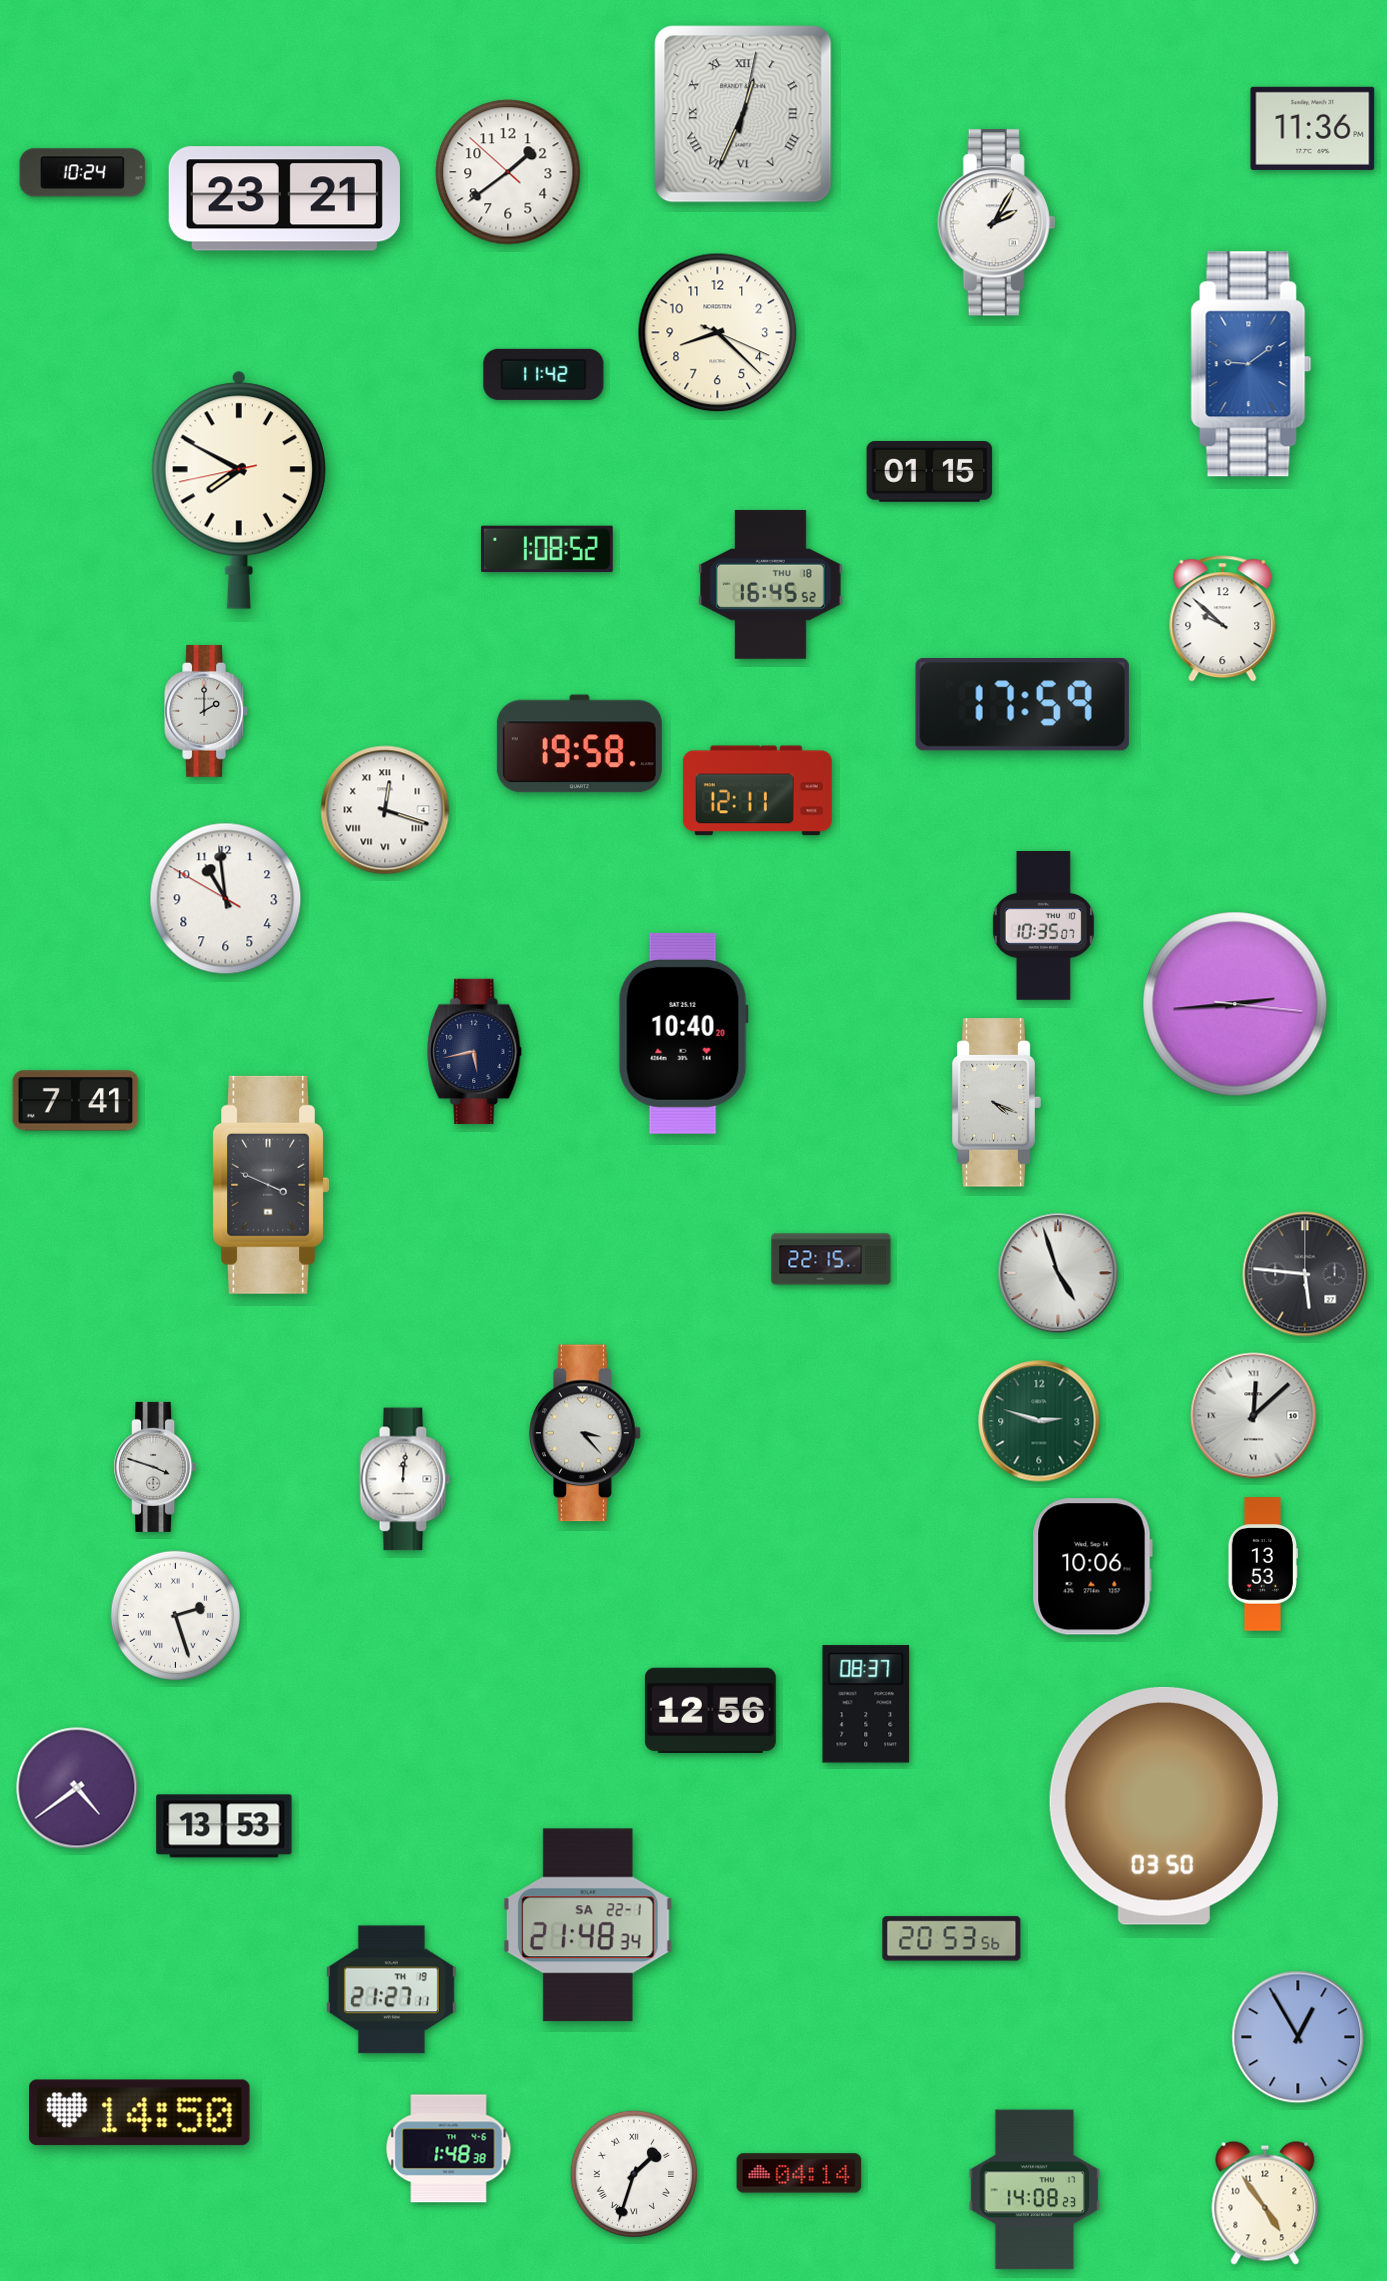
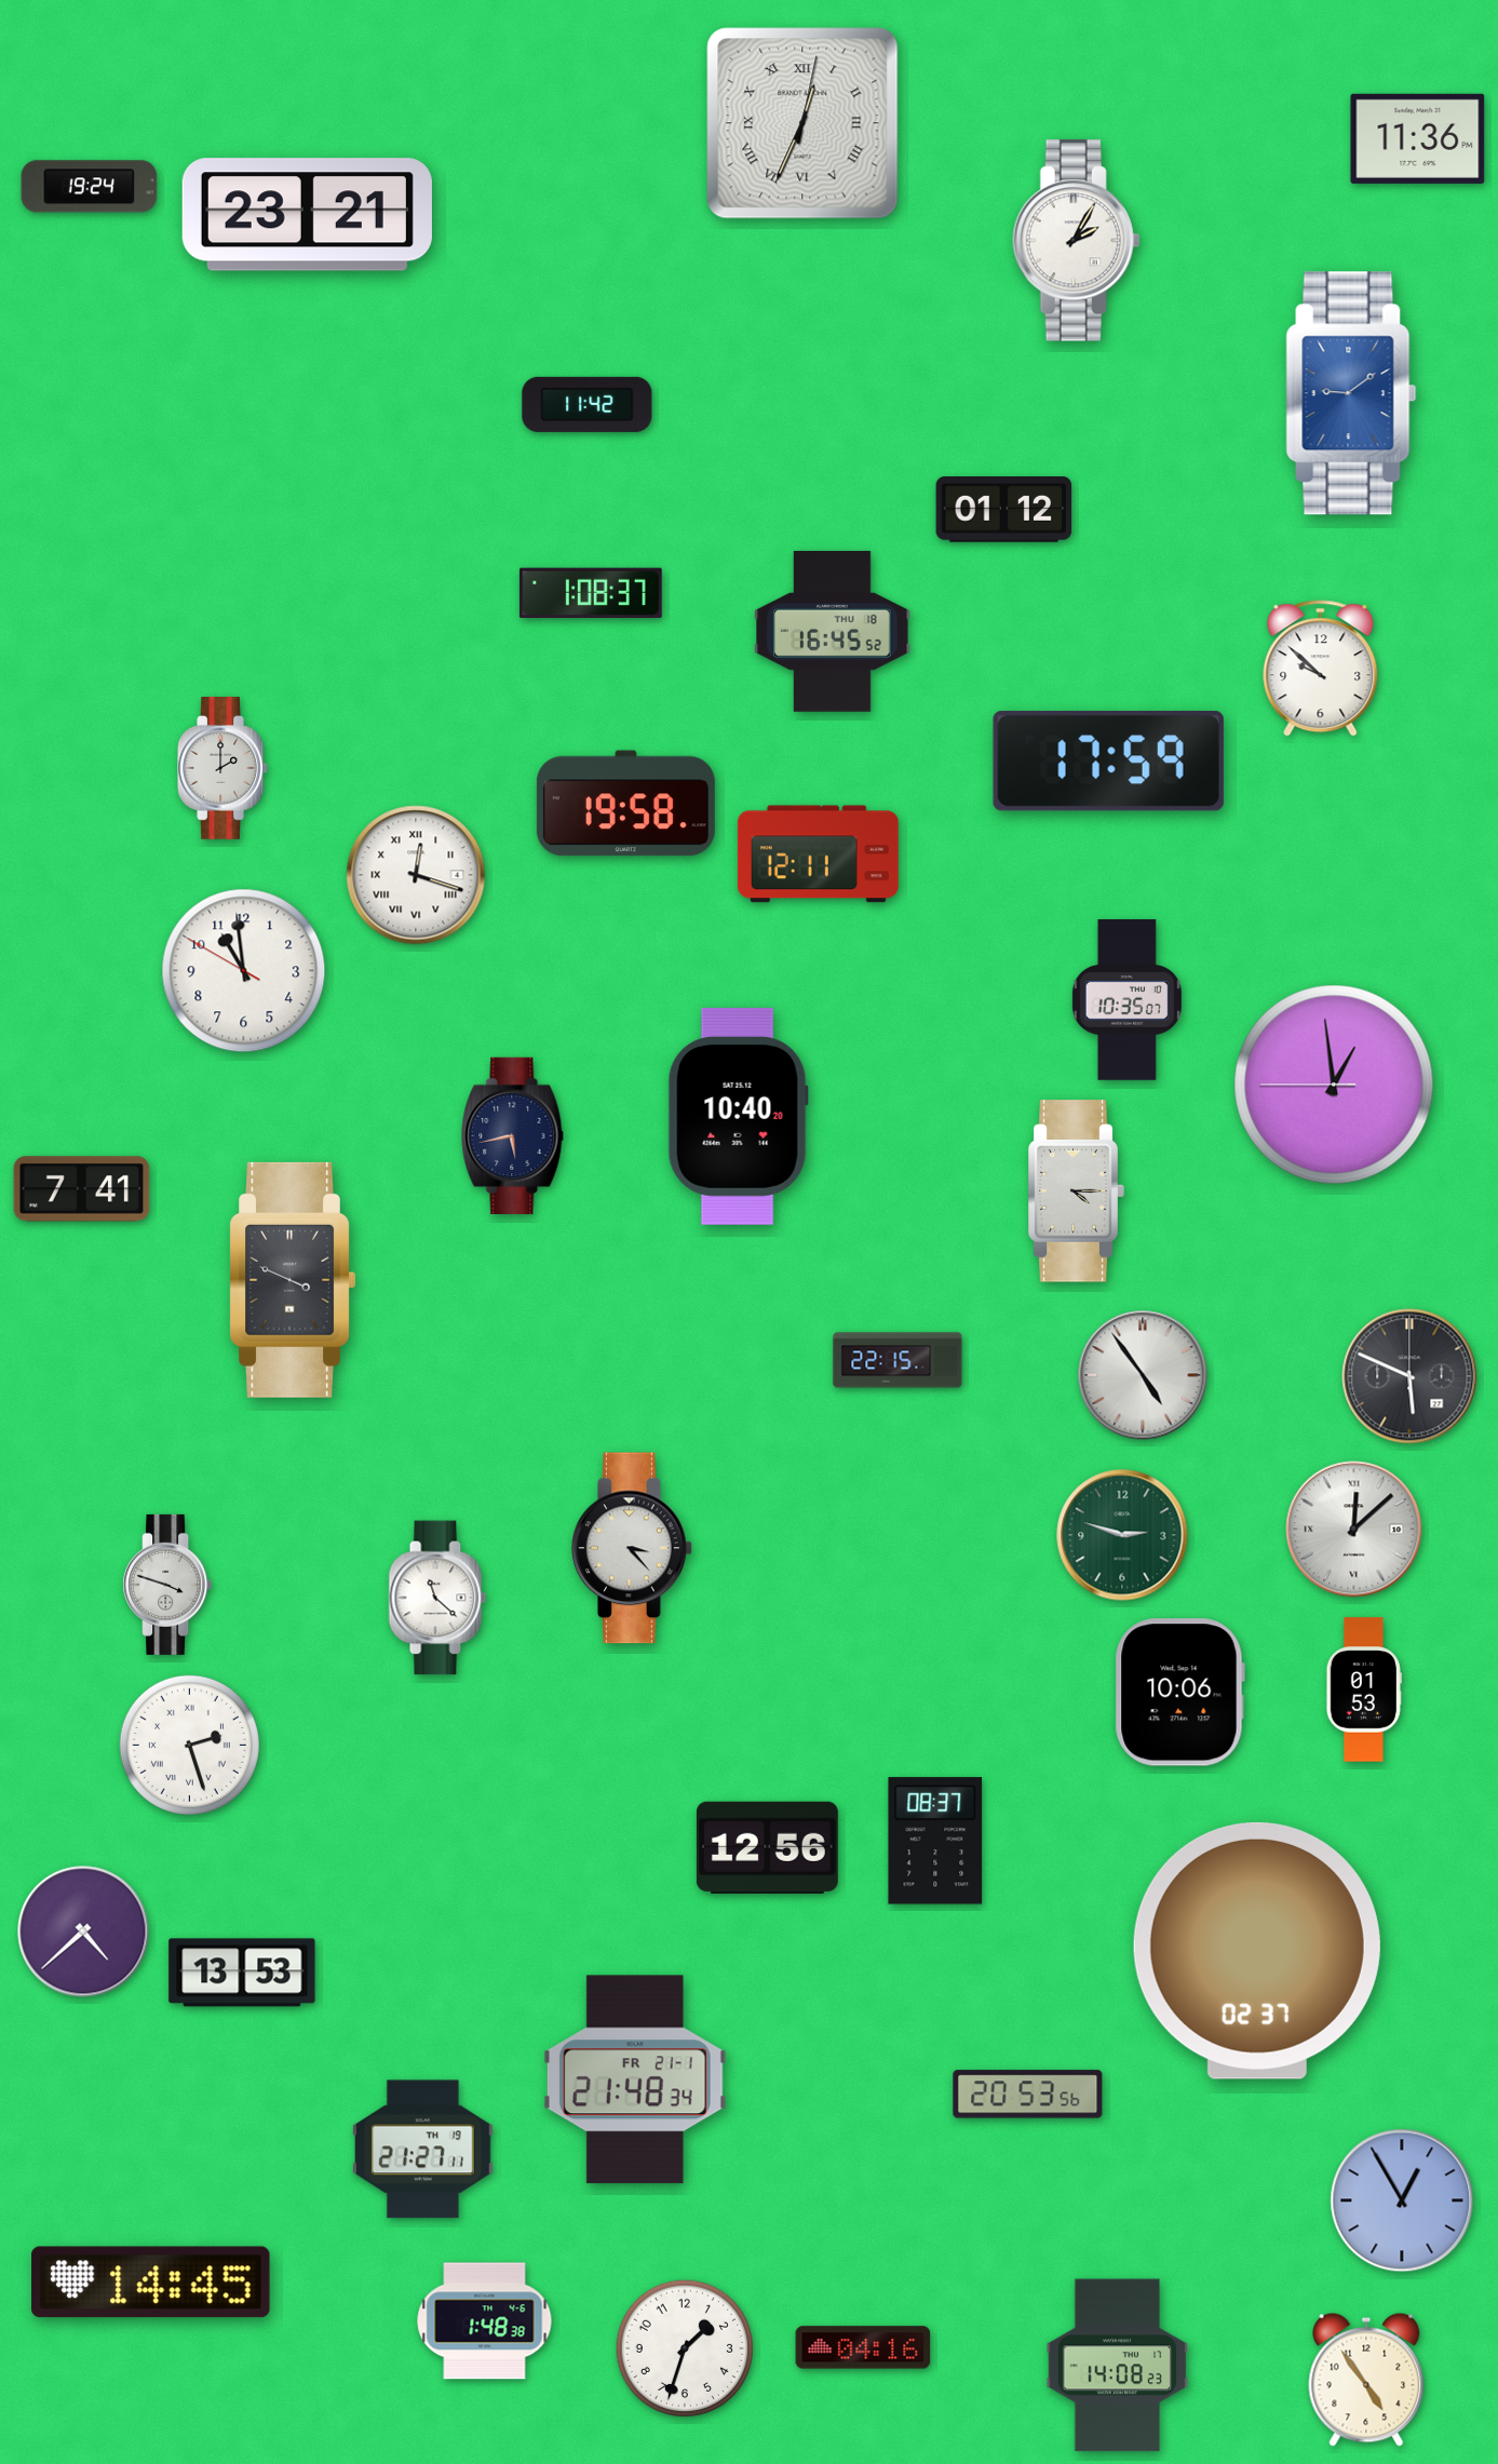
clock at (508, 172): 1:38 -> none
clock at (83, 173): 10:24 -> 19:24
clock at (718, 333): 8:22 -> none
clock at (930, 472): 01:15 -> 01:12
clock at (239, 490): 7:49 -> none
clock at (547, 549): 1:08:52 -> 1:08:37
clock at (1022, 704) position: (1022, 704) -> (1108, 760)
clock at (1235, 1004): 2:44 -> 12:58
clock at (996, 1103): 4:19 -> 4:15
clock at (1058, 1273): 4:57 -> 4:54
clock at (1305, 1274): 5:46 -> 5:49
clock at (405, 1479): 12:01 -> 11:22
clock at (1262, 1564): 13:53 -> 01:53
clock at (77, 1788): 4:39 -> 4:38
clock at (1164, 1806): 03:50 -> 02:37
clock at (588, 1925) date: SA 22-1 -> FR 21-1
clock at (140, 2113): 14:50 -> 14:45
clock at (633, 2173) numerals: Roman -> Arabic
clock at (799, 2173): 04:14 -> 04:16
